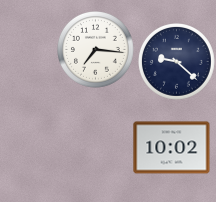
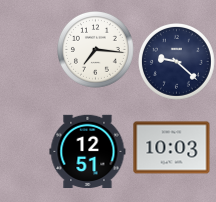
clock at (172, 148): 10:02 -> 10:03
clock at (88, 151): none -> 12:51
